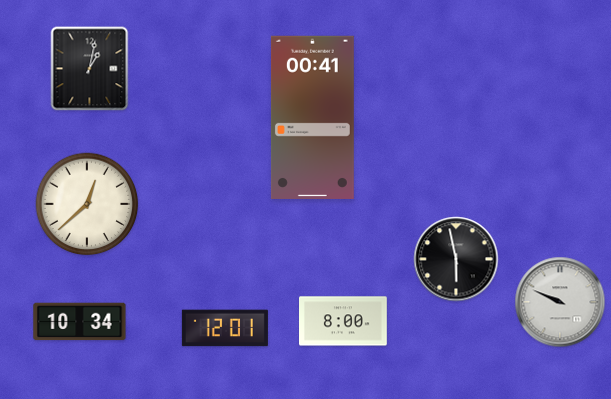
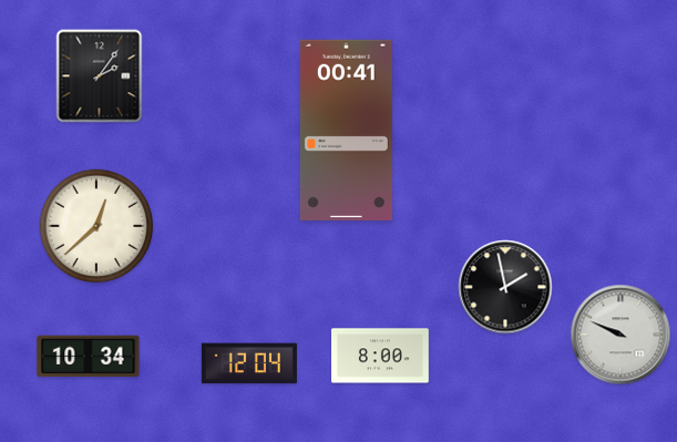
clock at (90, 69): 1:02 -> 2:06
clock at (456, 259): 5:58 -> 1:58
clock at (225, 328): 12:01 -> 12:04
